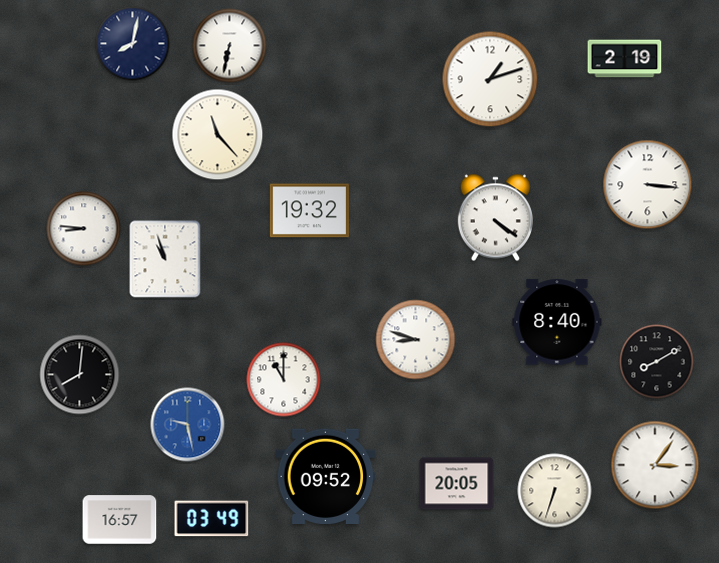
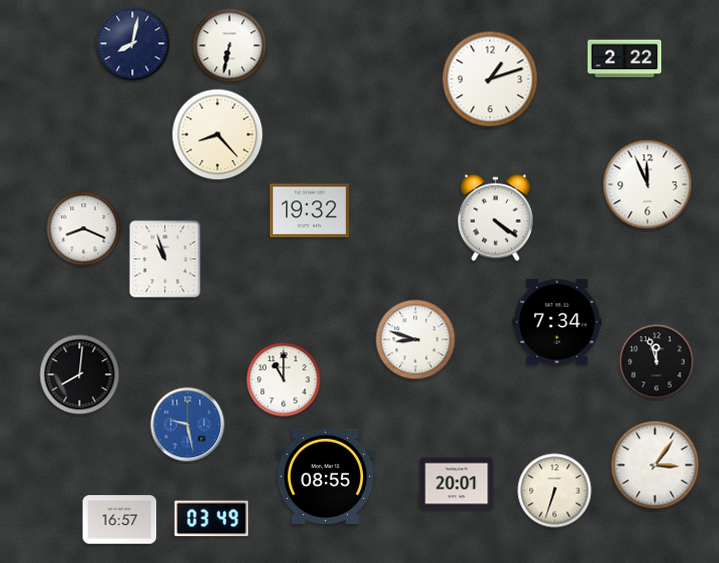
clock at (625, 59): 2:19 -> 2:22
clock at (218, 135): 11:23 -> 8:23
clock at (648, 185): 3:16 -> 11:56
clock at (84, 229): 8:46 -> 8:19
clock at (557, 322): 8:40 -> 7:34
clock at (657, 362): 8:10 -> 11:57
clock at (326, 476): 09:52 -> 08:55
clock at (457, 484): 20:05 -> 20:01
